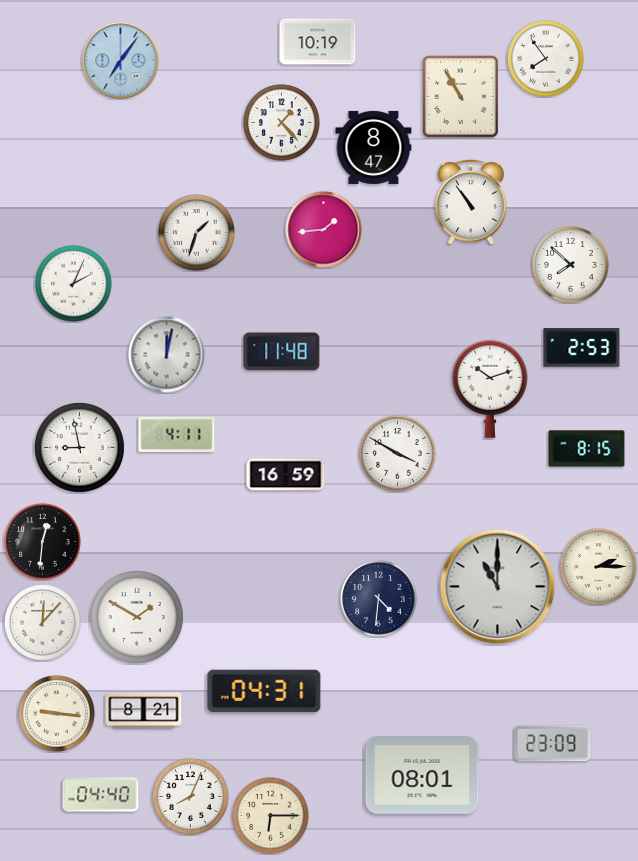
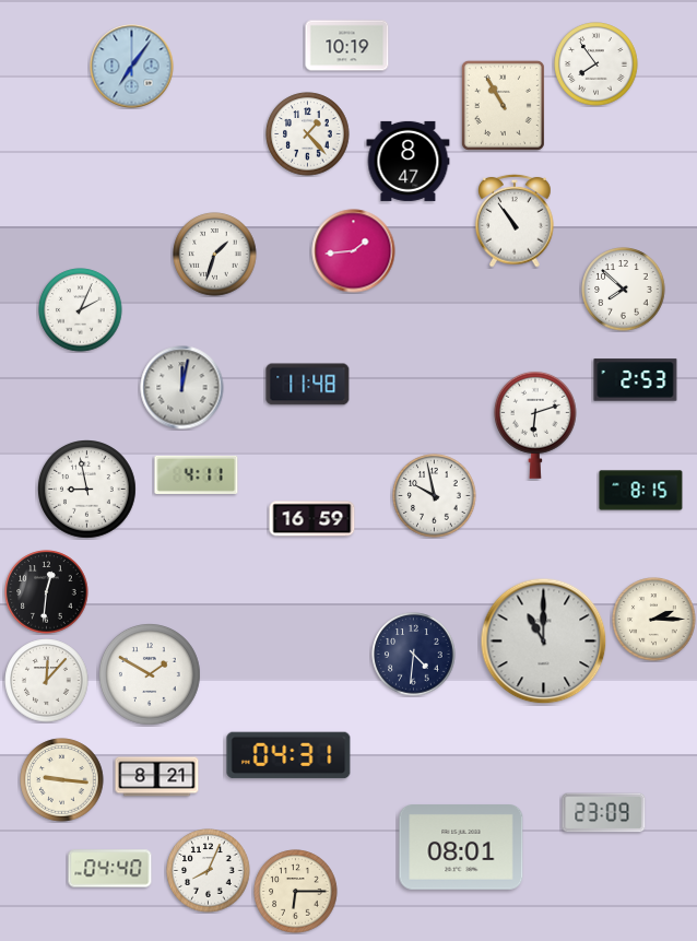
clock at (490, 389): 10:12 -> 6:12
clock at (177, 434) position: (177, 434) -> (197, 474)
clock at (398, 454): 3:50 -> 9:58
